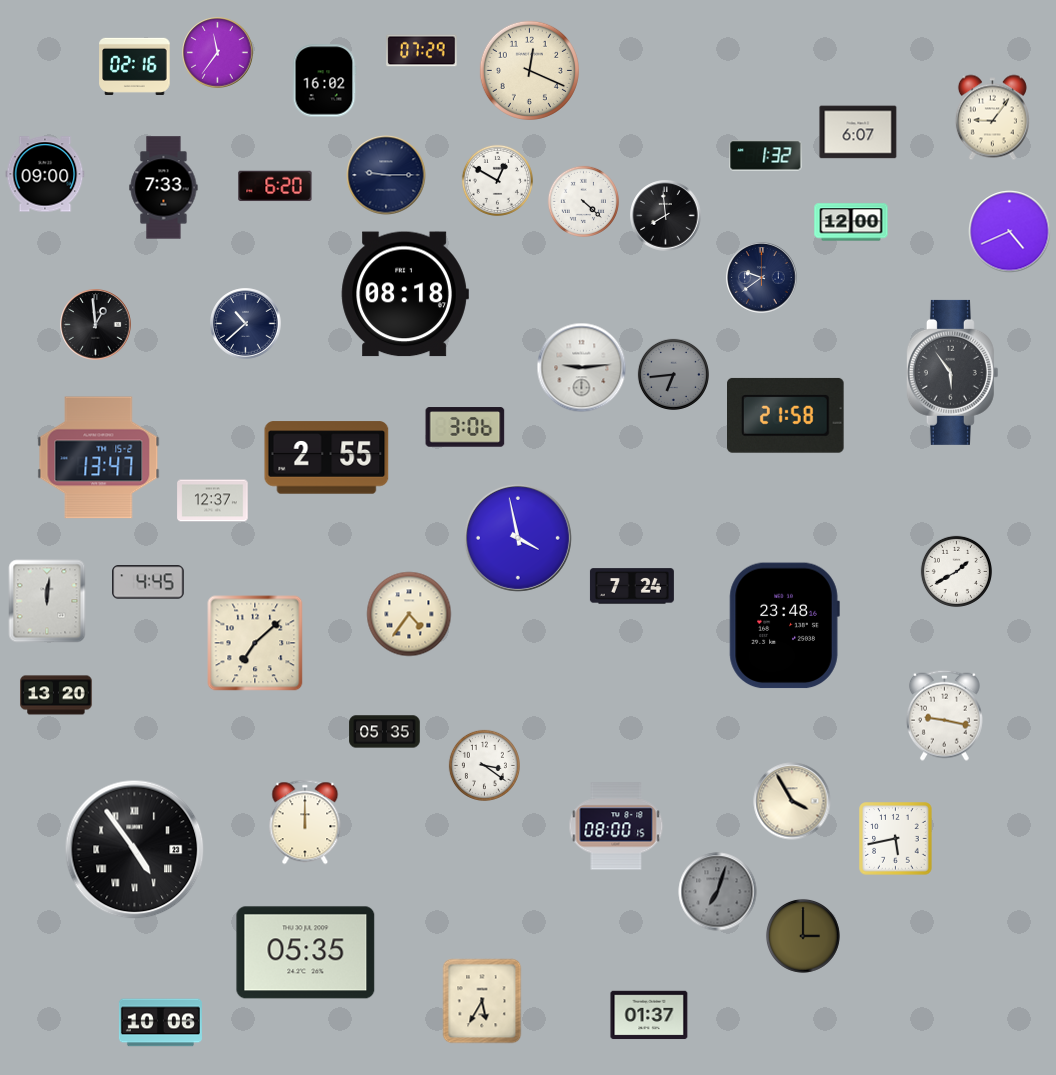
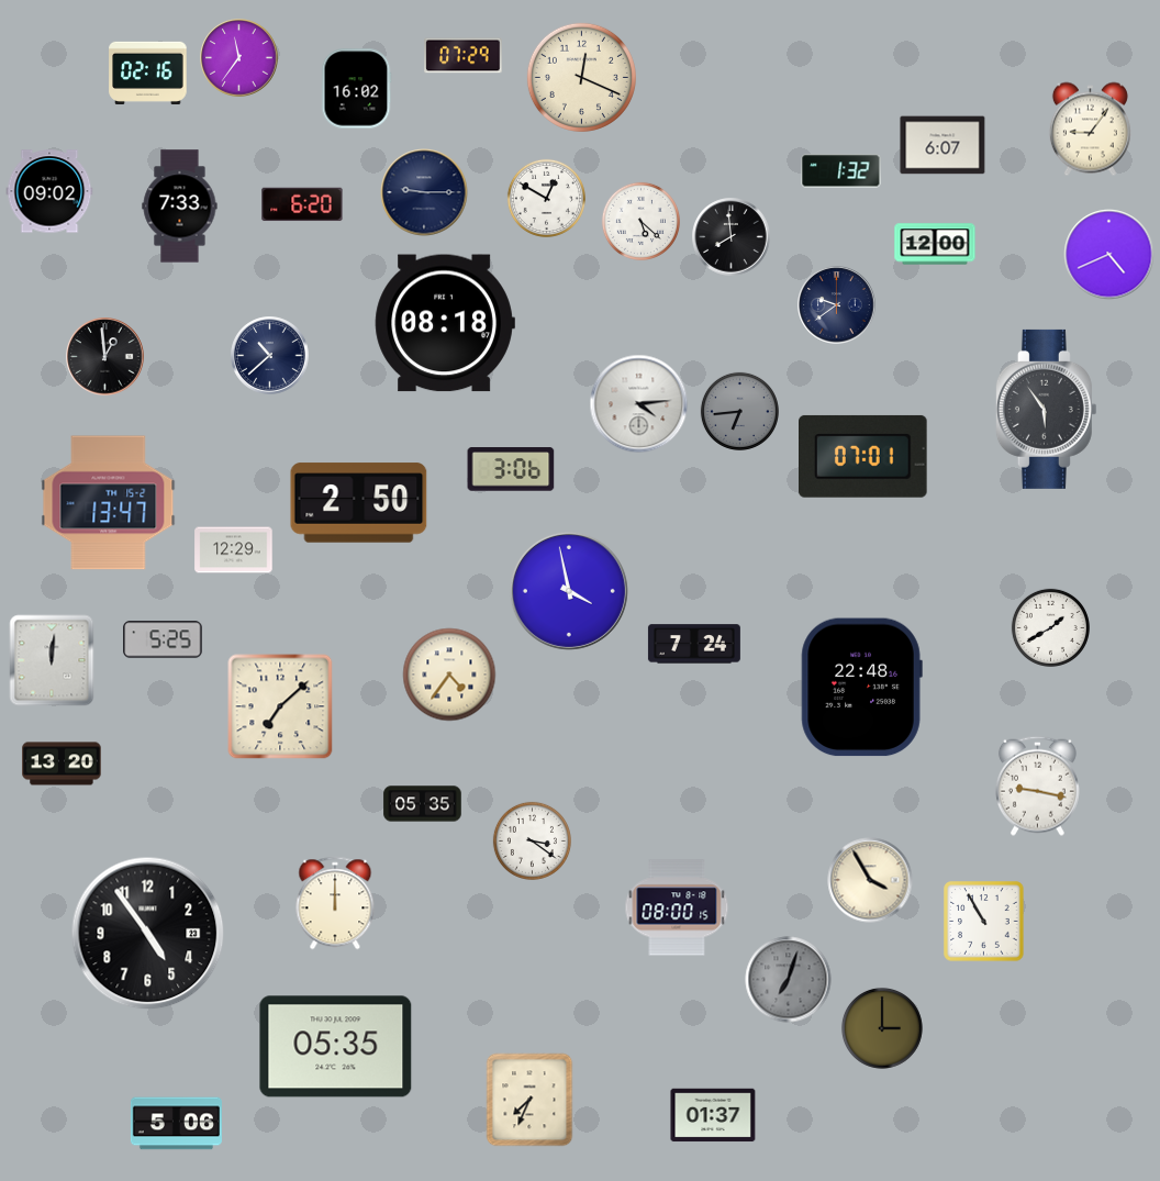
clock at (45, 174): 09:00 -> 09:02
clock at (583, 201): 4:22 -> 5:22
clock at (582, 368): 9:14 -> 4:14
clock at (786, 415): 21:58 -> 07:01
clock at (327, 458): 2:55 -> 2:50
clock at (213, 501): 12:37 -> 12:29
clock at (148, 582): 4:45 -> 5:25
clock at (784, 626): 23:48 -> 22:48
clock at (896, 839): 5:43 -> 10:55
clock at (135, 850) numerals: Roman -> Arabic
clock at (482, 1001): 5:35 -> 7:34
clock at (160, 1023): 10:06 -> 5:06
